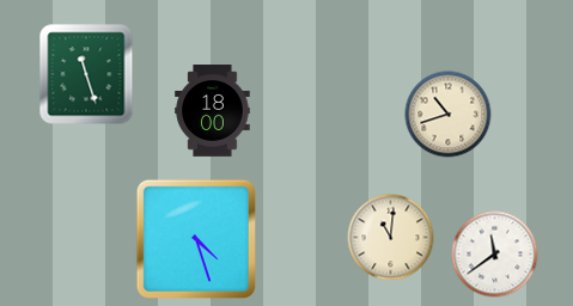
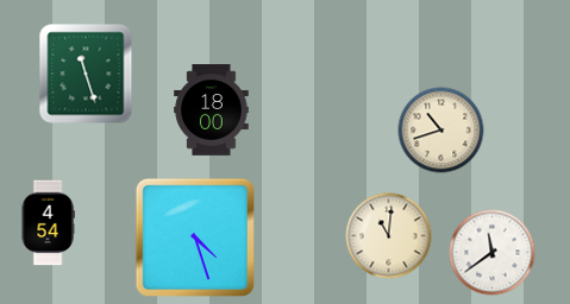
clock at (449, 115) position: (449, 115) -> (441, 131)
clock at (48, 223): none -> 4:54
